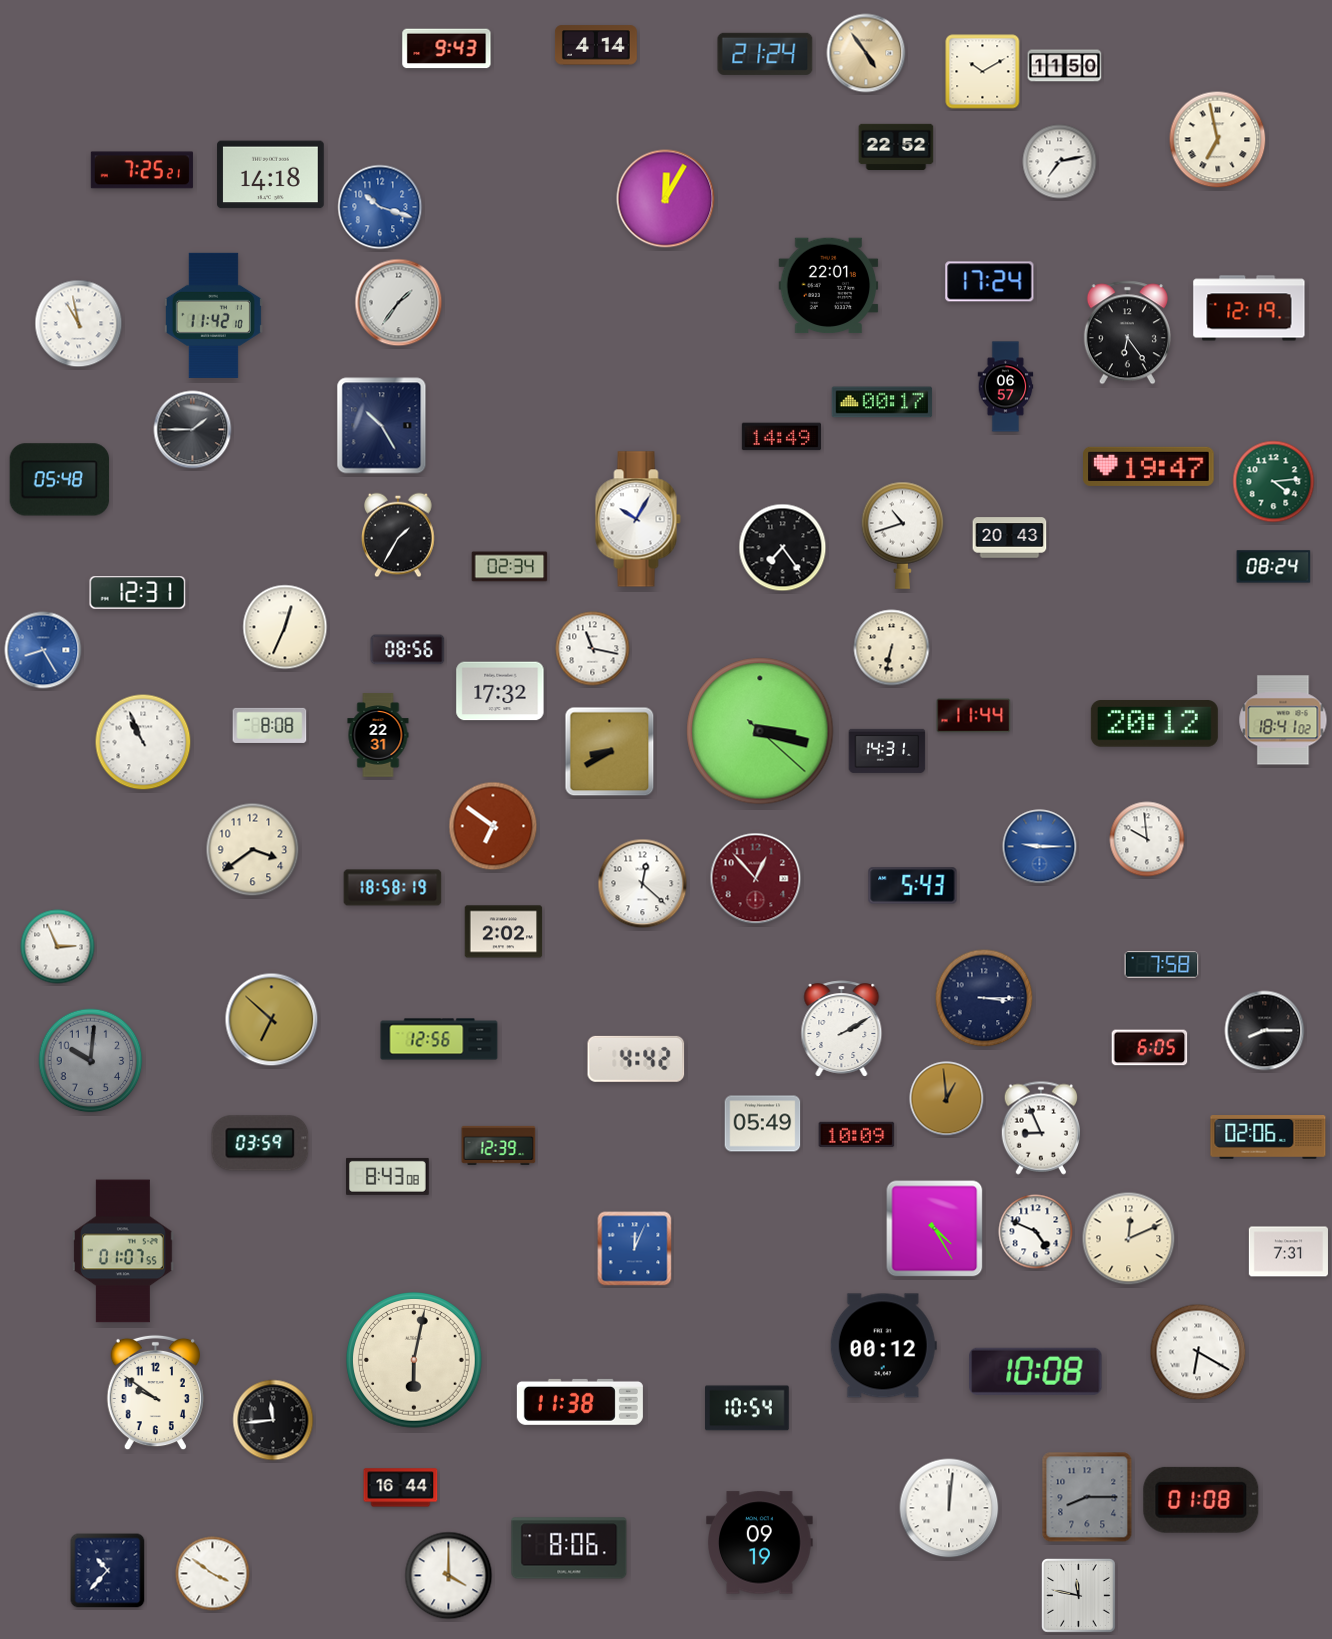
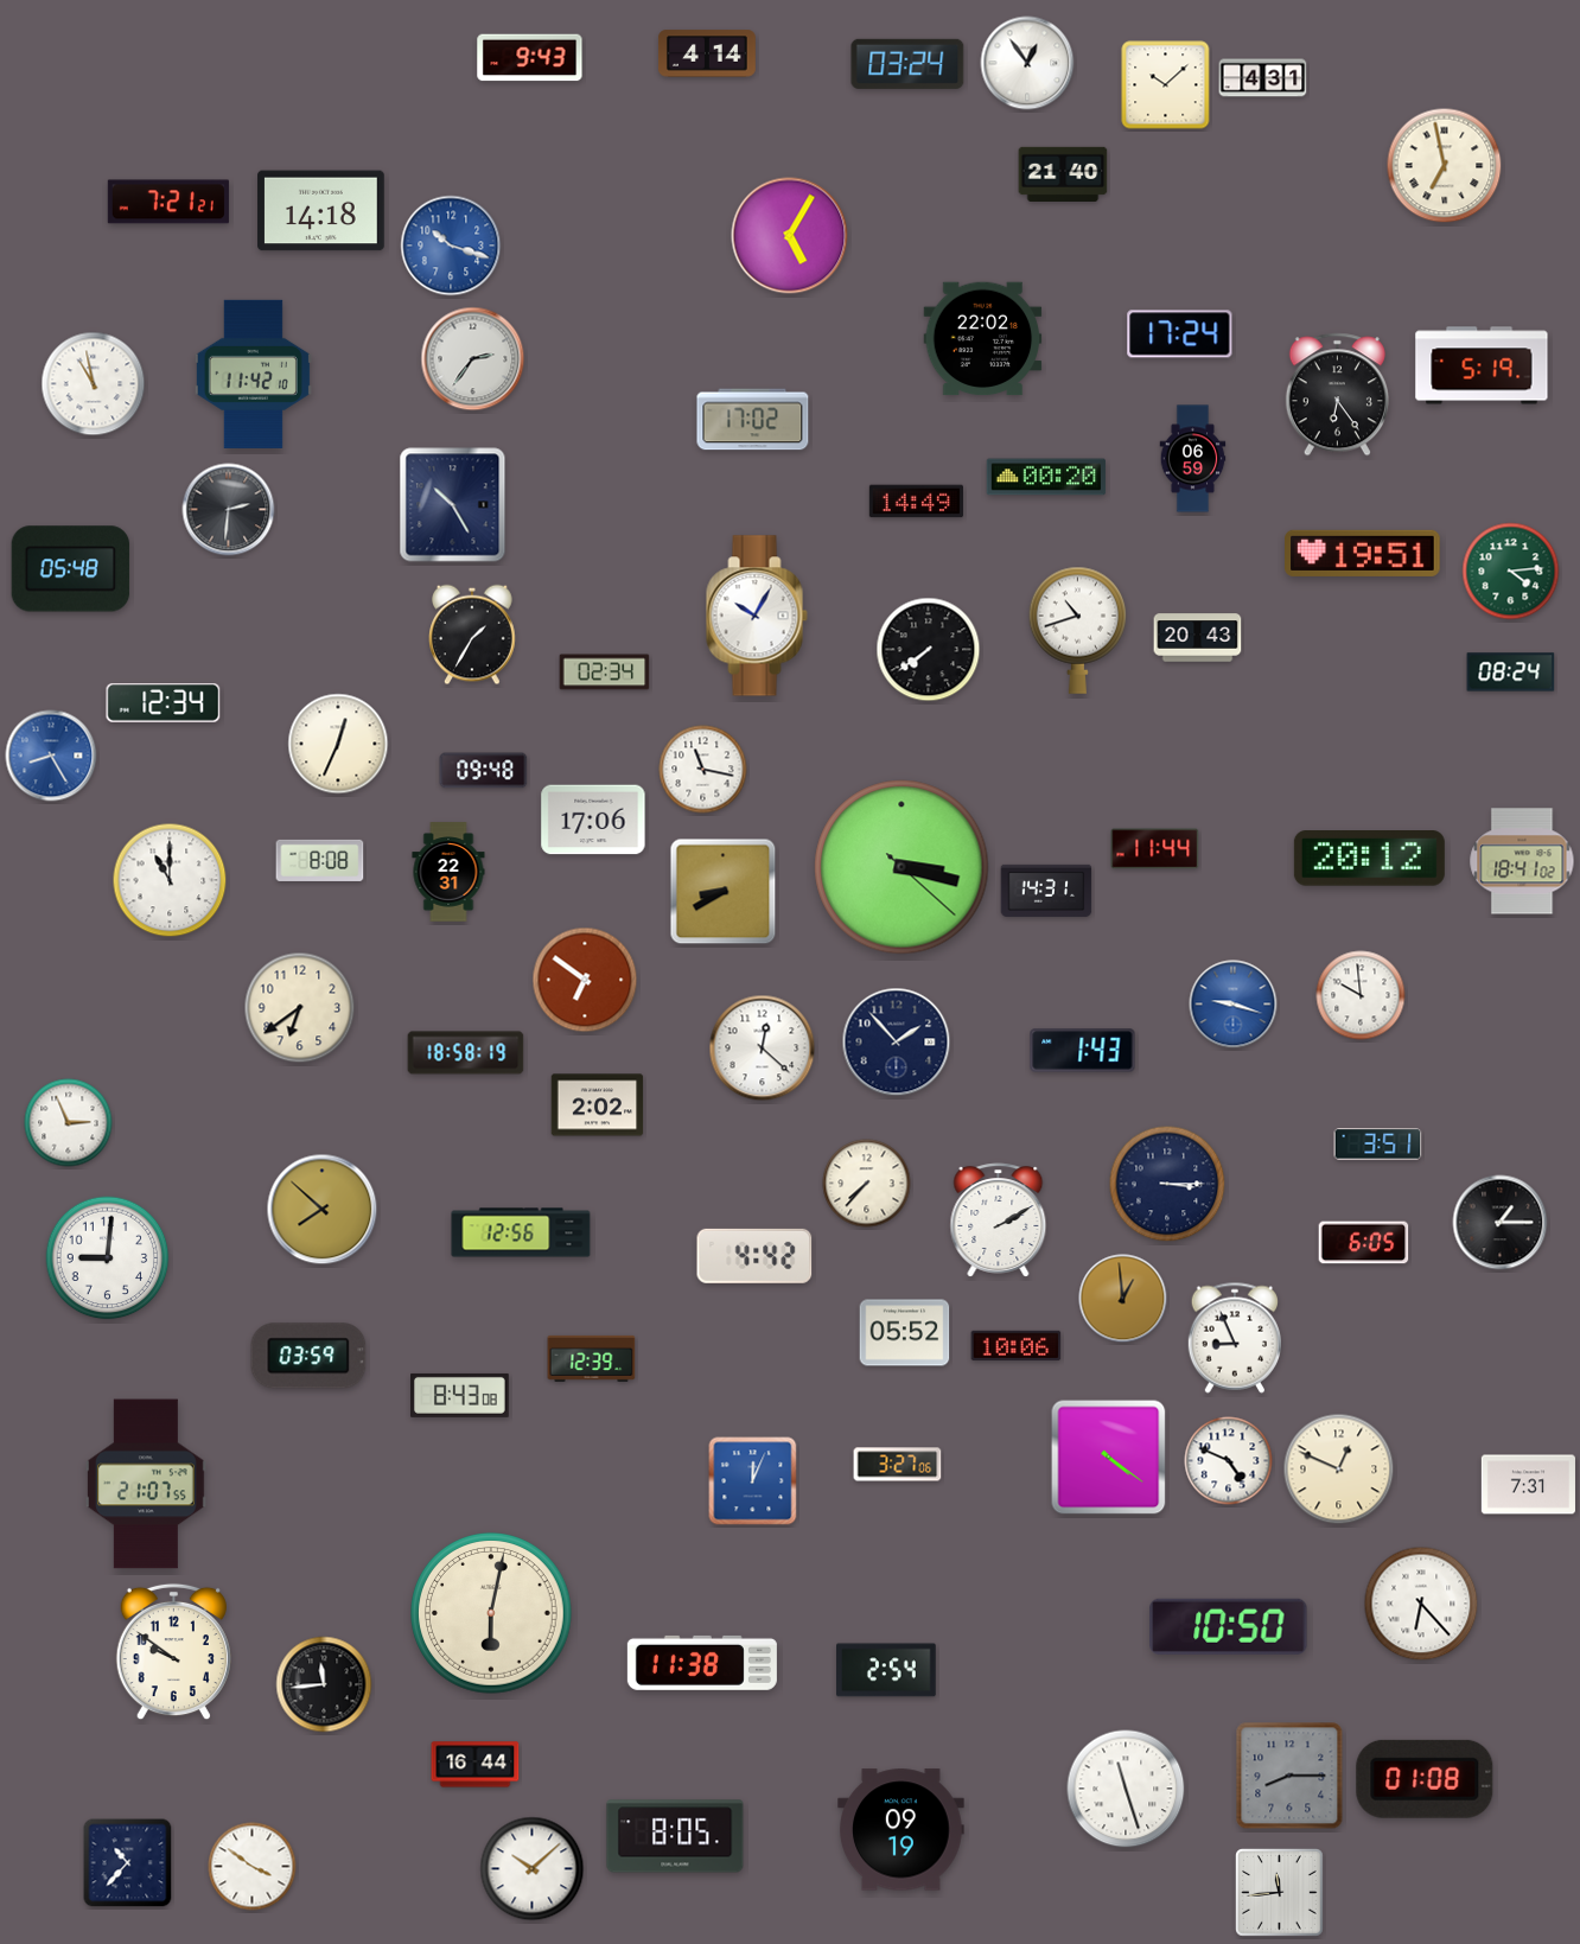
clock at (866, 53): 4:54 -> 12:54
clock at (866, 53) dial: champagne -> white
clock at (765, 54): 21:24 -> 03:24
clock at (1065, 66): 11:50 -> 4:31
clock at (983, 72): 10:10 -> 10:08
clock at (896, 146): 22:52 -> 21:40
clock at (1060, 162): 7:13 -> none
clock at (142, 170): 7:25 -> 7:21
clock at (271, 175) position: (271, 175) -> (321, 211)
clock at (666, 199): 12:05 -> 5:05
clock at (990, 282) position: (990, 282) -> (1180, 334)
clock at (829, 286): 22:01 -> 22:02
clock at (399, 303): 1:36 -> 2:36
clock at (1249, 308): 12:19 -> 5:19
clock at (753, 420): none -> 17:02
clock at (1006, 387): 06:57 -> 06:59
clock at (882, 402): 00:17 -> 00:20
clock at (193, 430): 1:45 -> 2:31
clock at (781, 437) position: (781, 437) -> (916, 502)
clock at (1149, 466): 19:47 -> 19:51
clock at (903, 535) position: (903, 535) -> (1078, 630)
clock at (783, 548): 7:24 -> 7:39
clock at (138, 593): 12:31 -> 12:34
clock at (892, 648): 6:32 -> none
clock at (43, 650) position: (43, 650) -> (51, 756)
clock at (408, 650): 08:56 -> 09:48
clock at (500, 691): 17:32 -> 17:06
clock at (1283, 720) position: (1283, 720) -> (1522, 861)
clock at (143, 742): 10:56 -> 11:00
clock at (887, 751) position: (887, 751) -> (1046, 891)
clock at (1040, 847): 9:15 -> 9:18
clock at (253, 850): 3:39 -> 6:39
clock at (756, 879): 12:53 -> 1:53
clock at (756, 879) dial: burgundy -> navy
clock at (913, 886): 5:43 -> 1:43
clock at (1162, 965): 7:58 -> 3:51
clock at (867, 1184): none -> 7:37
clock at (272, 1020): 6:52 -> 7:52
clock at (1265, 1031): 8:15 -> 1:15
clock at (91, 1061): 10:01 -> 9:01
clock at (91, 1061) dial: grey -> white
clock at (947, 1099) position: (947, 1099) -> (1123, 1299)
clock at (763, 1124): 05:49 -> 05:52
clock at (857, 1134): 10:09 -> 10:06
clock at (1268, 1138): 02:06 -> none
clock at (935, 1229): 4:25 -> 4:21
clock at (898, 1465): none -> 3:27
clock at (1129, 1239): 12:11 -> 12:49
clock at (124, 1251): 01:07 -> 21:07
clock at (883, 1346): 00:12 -> none
clock at (1198, 1352): 6:20 -> 6:23
clock at (1036, 1371): 10:08 -> 10:50
clock at (155, 1393) position: (155, 1393) -> (173, 1652)
clock at (580, 1402) position: (580, 1402) -> (702, 1663)
clock at (748, 1408): 10:54 -> 2:54
clock at (949, 1508): 12:01 -> 11:27
clock at (569, 1548): 8:06 -> 8:05
clock at (449, 1576): 4:00 -> 10:08
clock at (1079, 1596): 11:47 -> 11:44
